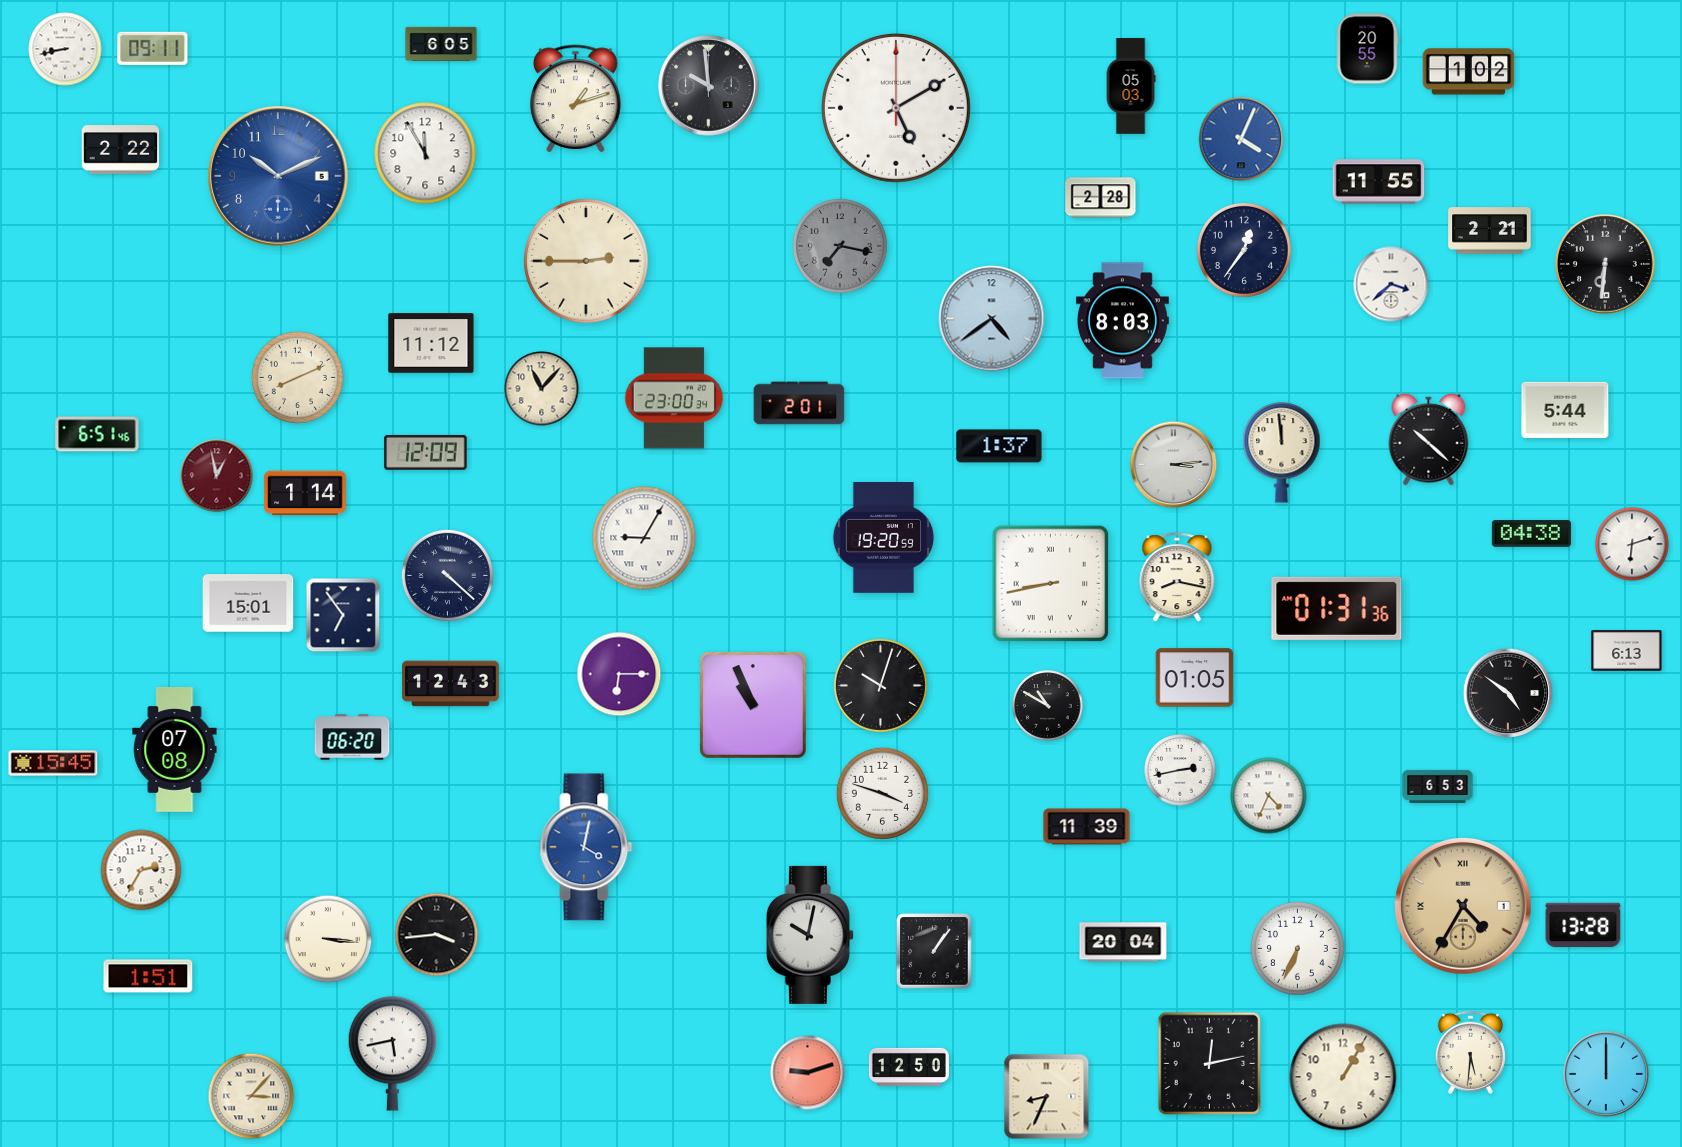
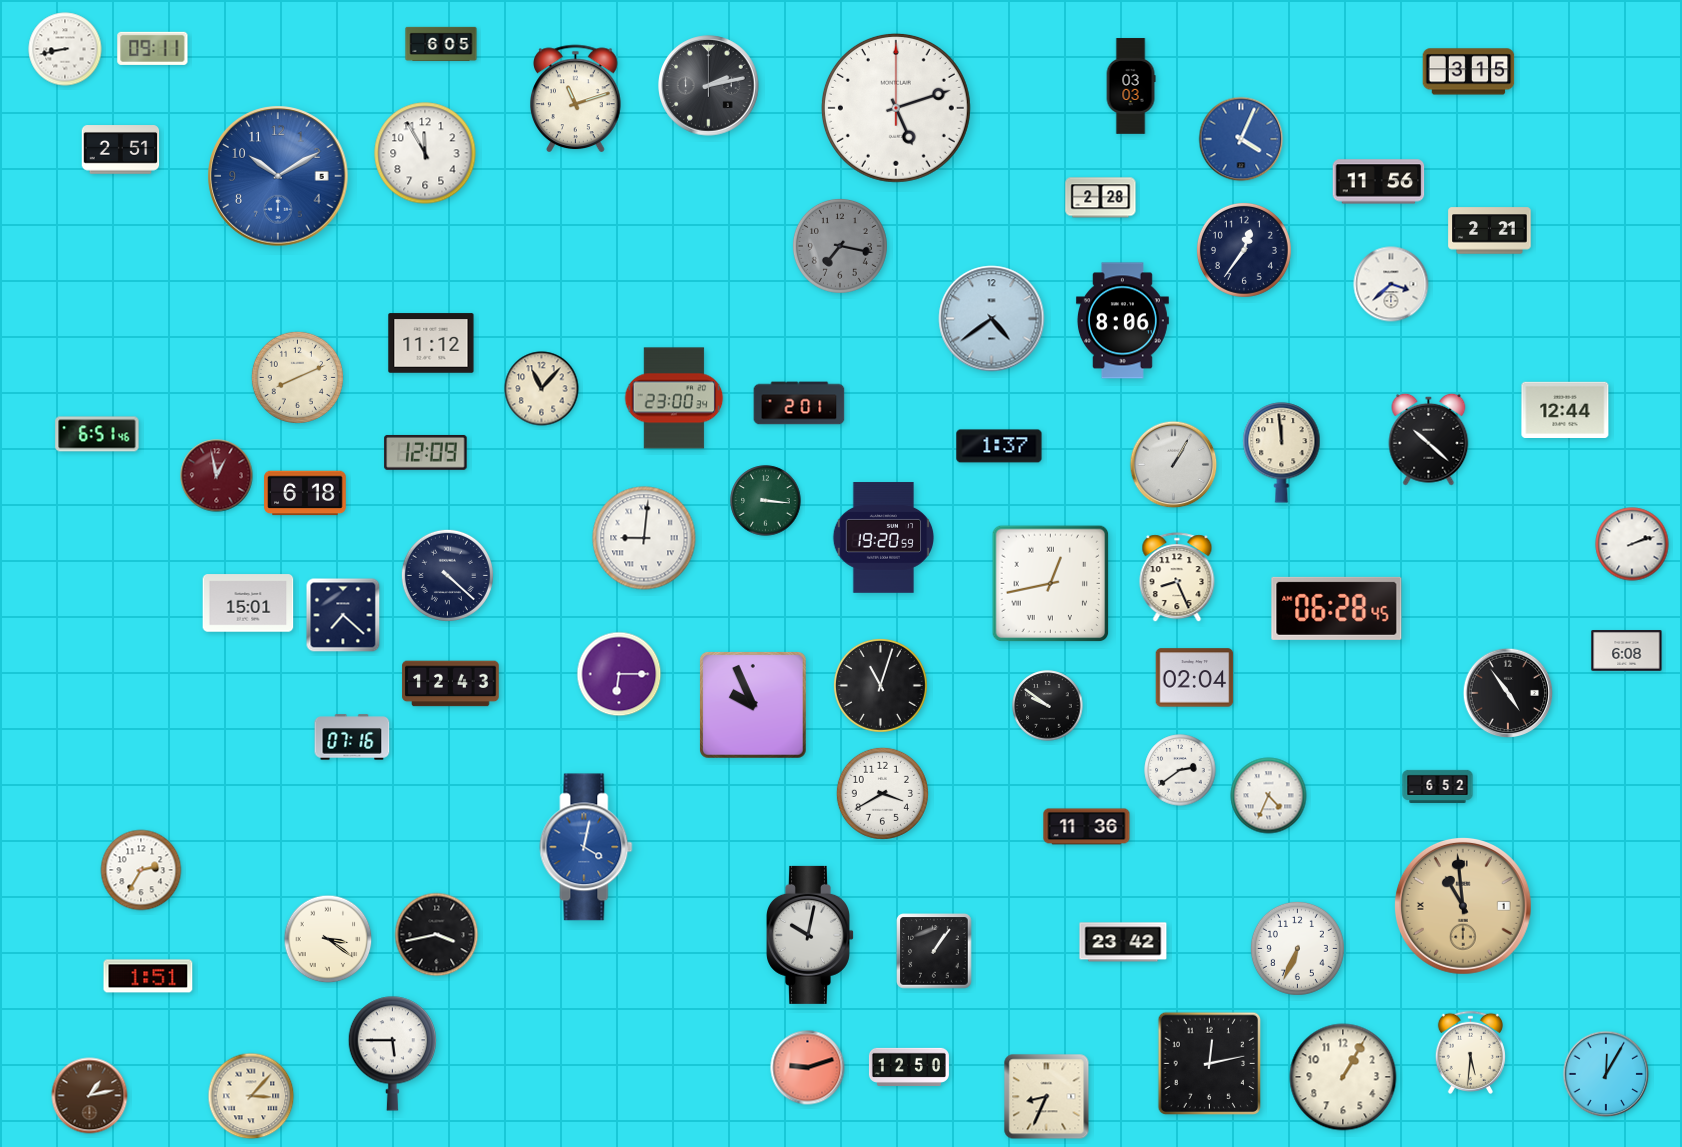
clock at (1367, 49): 20:55 -> none
clock at (1469, 72): 1:02 -> 3:15
clock at (709, 86): 9:59 -> 2:13
clock at (1131, 86): 05:03 -> 03:03
clock at (576, 98): 1:12 -> 11:12
clock at (896, 108): 5:10 -> 5:12
clock at (121, 150): 2:22 -> 2:51
clock at (278, 176): 10:11 -> 10:10
clock at (1379, 182): 11:55 -> 11:56
clock at (586, 261): 2:45 -> none
clock at (1605, 264): 6:31 -> none
clock at (1122, 321): 8:03 -> 8:06
clock at (1565, 409): 5:44 -> 12:44
clock at (1174, 465): 3:14 -> 1:05
clock at (305, 493): 1:14 -> 6:18
clock at (766, 501): none -> 3:16
clock at (1531, 534): 04:38 -> none
clock at (644, 538): 9:05 -> 9:01
clock at (1632, 544): 6:12 -> 2:12
clock at (1177, 578): 8:17 -> 8:26
clock at (1051, 584): 8:43 -> 12:43
clock at (1337, 608): 01:31 -> 06:28
clock at (343, 615): 6:54 -> 7:22
clock at (1627, 651): 6:13 -> 6:08
clock at (1195, 678): 01:05 -> 02:04
clock at (880, 685): 10:03 -> 11:03
clock at (1508, 693): 4:51 -> 4:54
clock at (754, 706): 10:56 -> 9:56
clock at (1048, 706): 10:50 -> 9:51
clock at (352, 737): 06:20 -> 07:16
clock at (175, 750): 07:08 -> none
clock at (53, 763): 15:45 -> none
clock at (1180, 770): 2:43 -> 2:39
clock at (1438, 786): 6:53 -> 6:52
clock at (882, 793): 3:48 -> 3:40
clock at (1087, 827): 11:39 -> 11:36
clock at (1463, 906): 4:35 -> 10:59
clock at (1583, 925): 13:28 -> none
clock at (437, 935): 3:44 -> 3:43
clock at (328, 939): 3:16 -> 3:21
clock at (1123, 942): 20:04 -> 23:42
clock at (393, 1054): 5:43 -> 5:45
clock at (808, 1073) position: (808, 1073) -> (808, 1068)
clock at (1606, 1074): 12:00 -> 12:05
clock at (90, 1096): none -> 1:13
